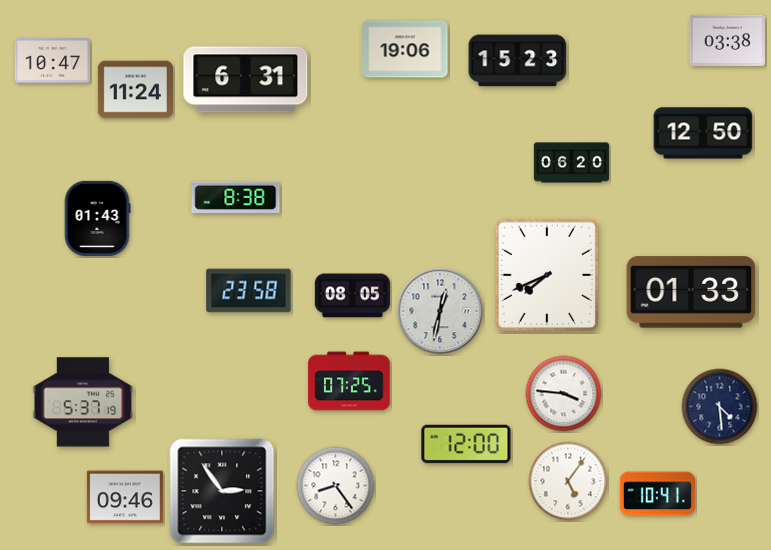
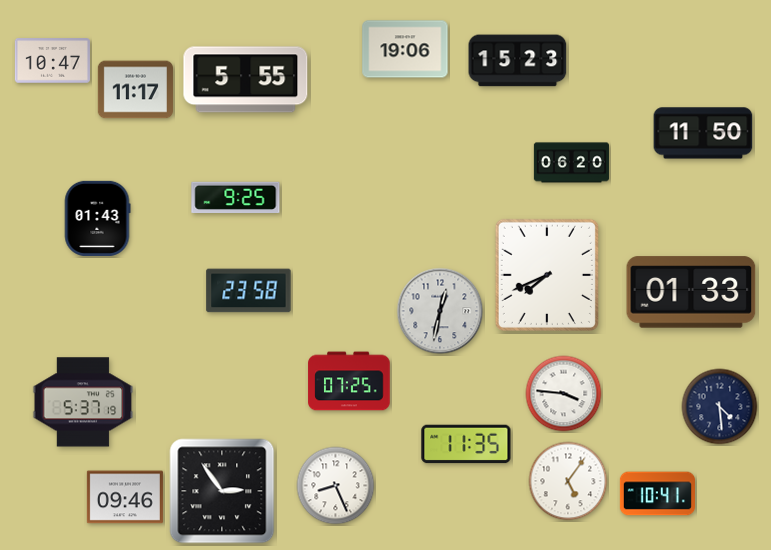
clock at (727, 40): 03:38 -> none
clock at (246, 80): 6:31 -> 5:55
clock at (135, 90): 11:24 -> 11:17
clock at (703, 133): 12:50 -> 11:50
clock at (236, 198): 8:38 -> 9:25
clock at (352, 296): 08:05 -> none
clock at (466, 444): 12:00 -> 11:35
clock at (336, 486): 8:24 -> 8:26
